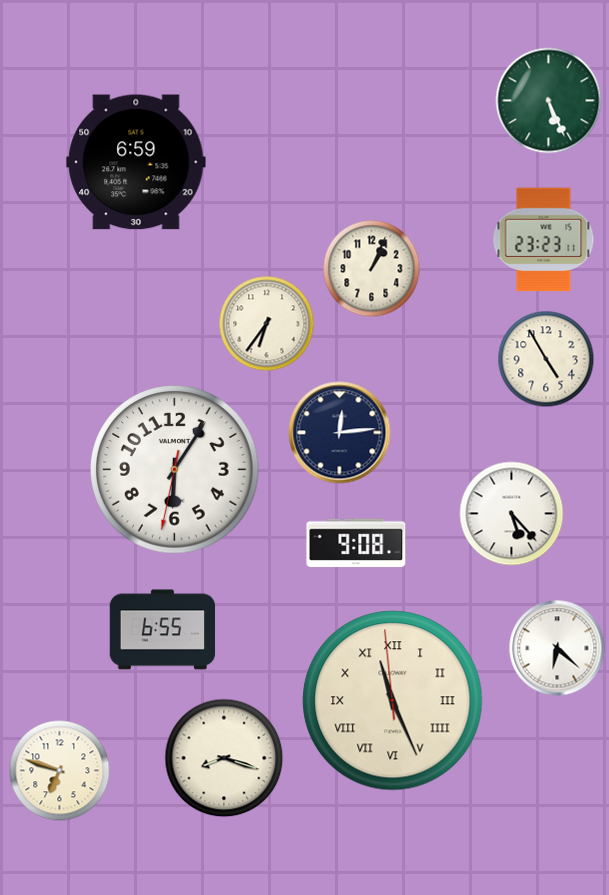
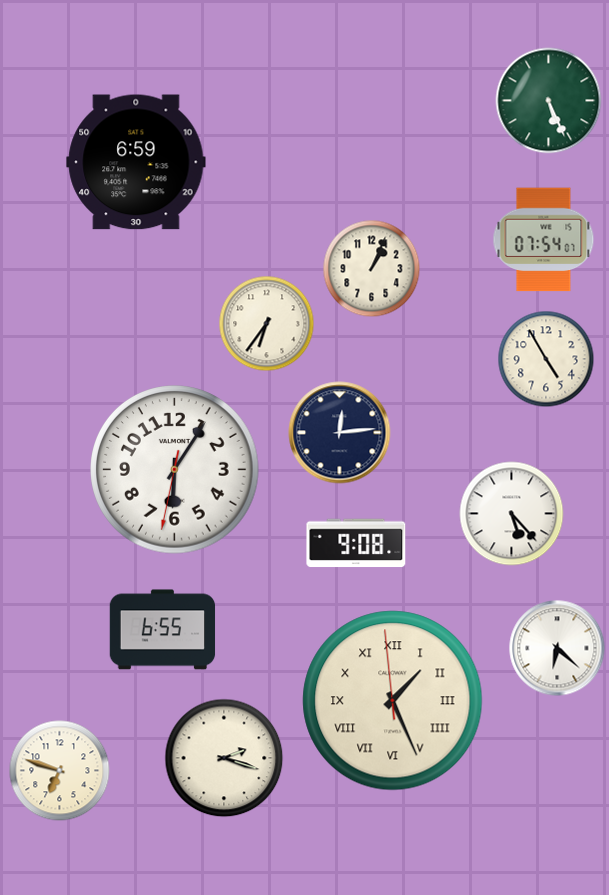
clock at (544, 240): 23:23 -> 07:54
clock at (393, 701): 11:25 -> 1:25
clock at (224, 758): 8:18 -> 2:18
